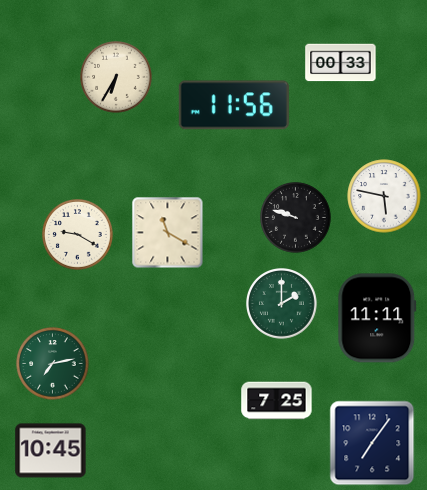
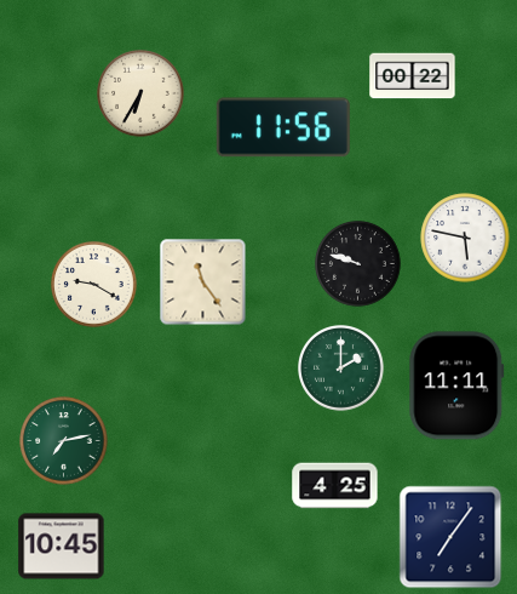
clock at (341, 63): 00:33 -> 00:22
clock at (168, 233): 11:20 -> 11:24
clock at (277, 401): 7:25 -> 4:25
